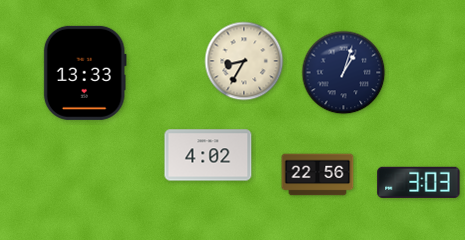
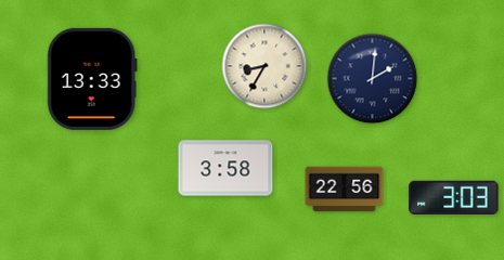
clock at (344, 73): 1:03 -> 2:01
clock at (208, 155): 4:02 -> 3:58
